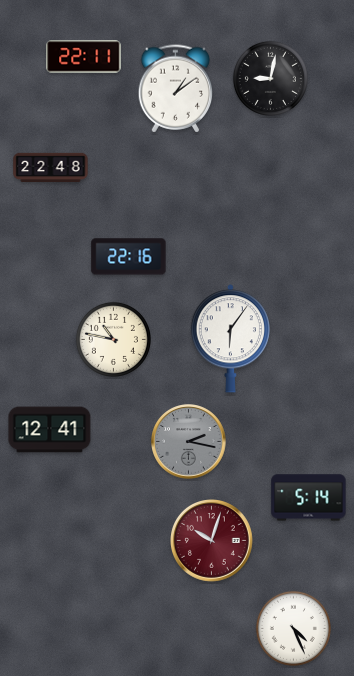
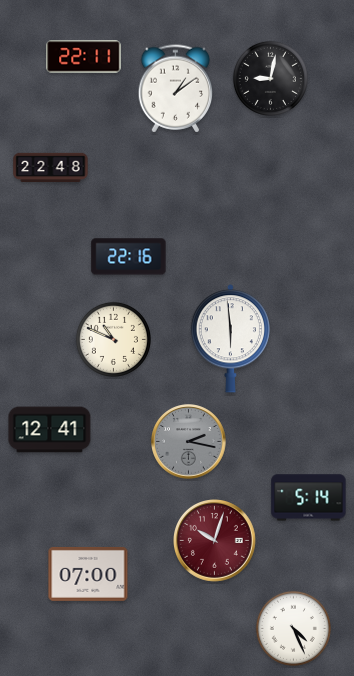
clock at (113, 339): 10:47 -> 10:49
clock at (230, 339): 6:06 -> 5:59
clock at (212, 541) position: (212, 541) -> (215, 541)
clock at (88, 574): none -> 07:00
